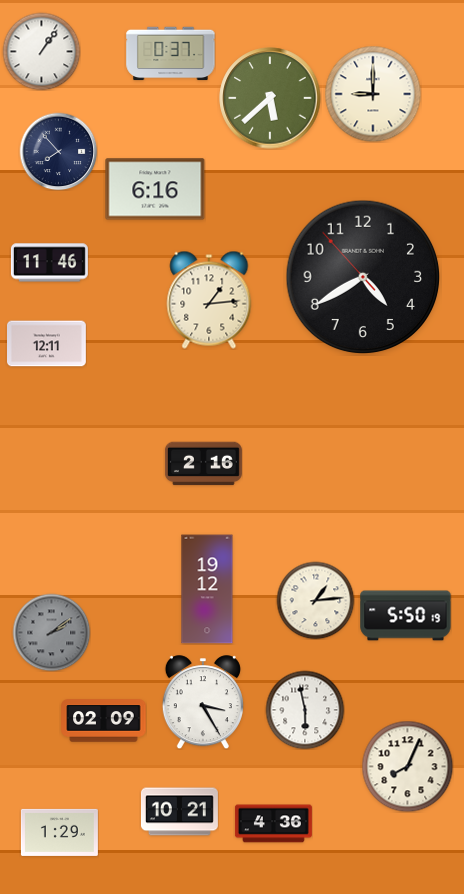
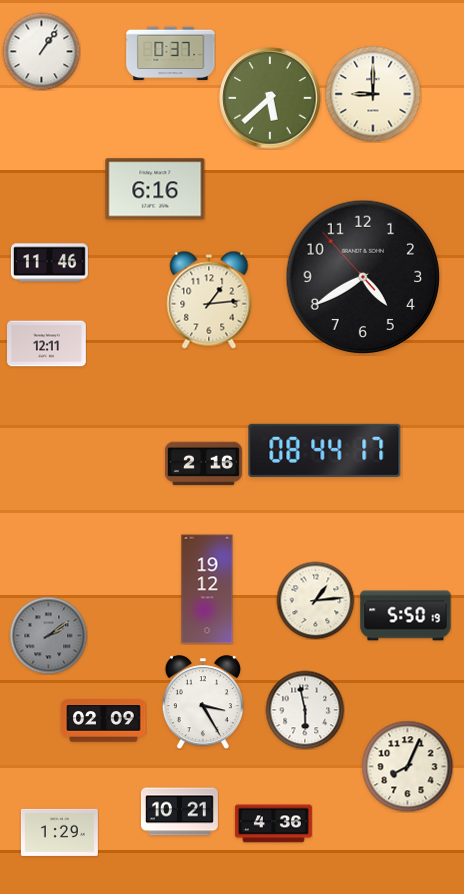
clock at (58, 151): 7:53 -> none
clock at (325, 450): none -> 08:44
clock at (51, 632) position: (51, 632) -> (48, 635)
